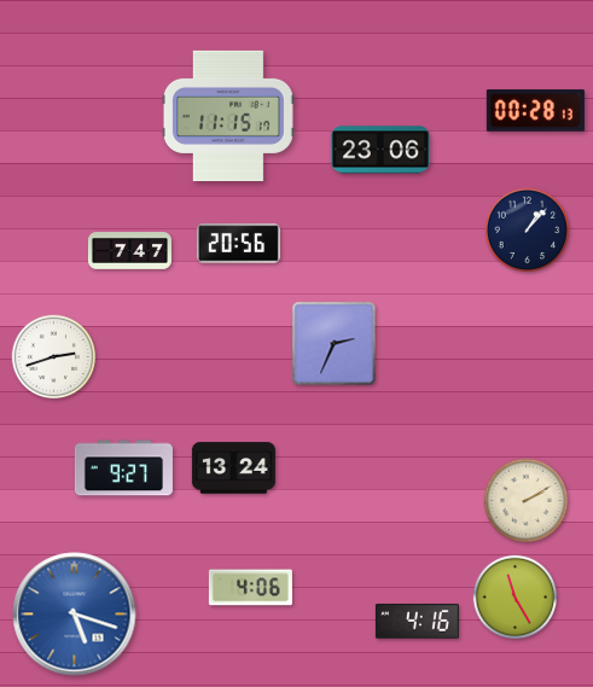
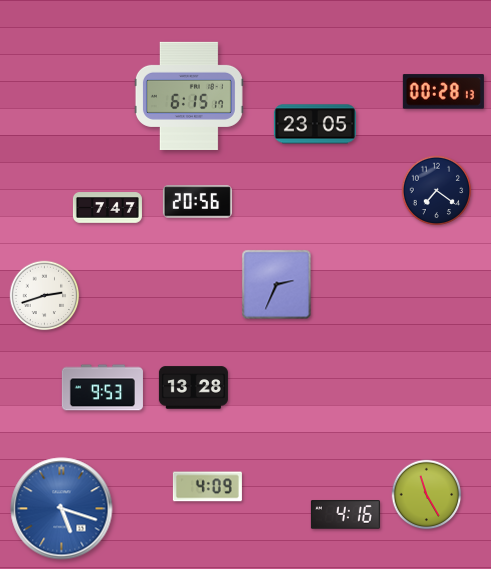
clock at (228, 116): 11:15 -> 6:15
clock at (380, 150): 23:06 -> 23:05
clock at (528, 231): 1:07 -> 7:21
clock at (123, 468): 9:27 -> 9:53
clock at (233, 468): 13:24 -> 13:28
clock at (527, 501): 2:10 -> none
clock at (250, 588): 4:06 -> 4:09
